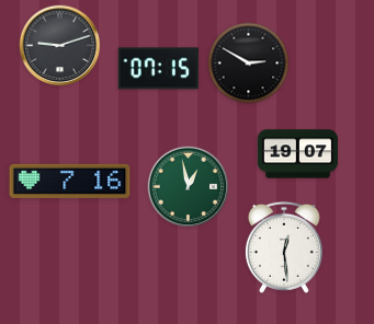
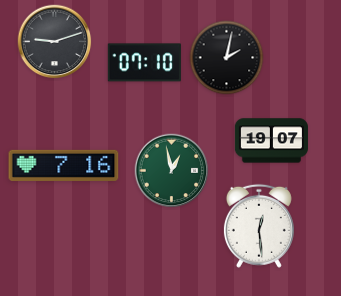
clock at (249, 63): 2:50 -> 2:02
clock at (158, 69): 07:15 -> 07:10
